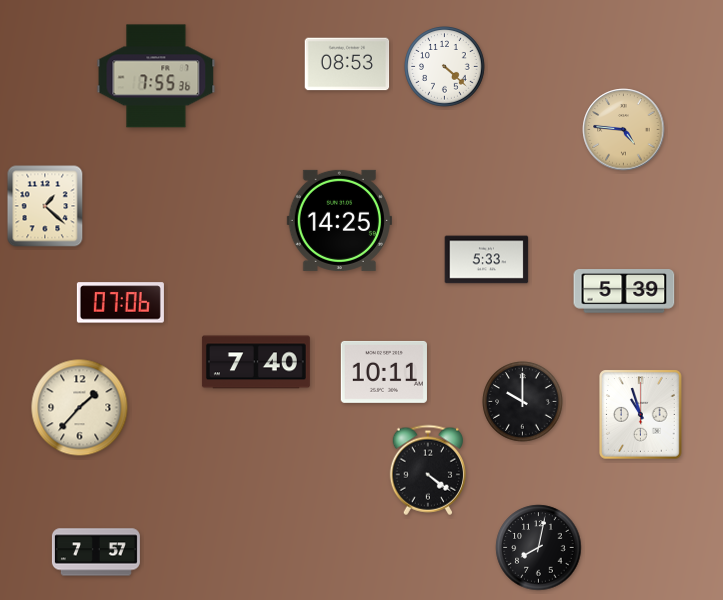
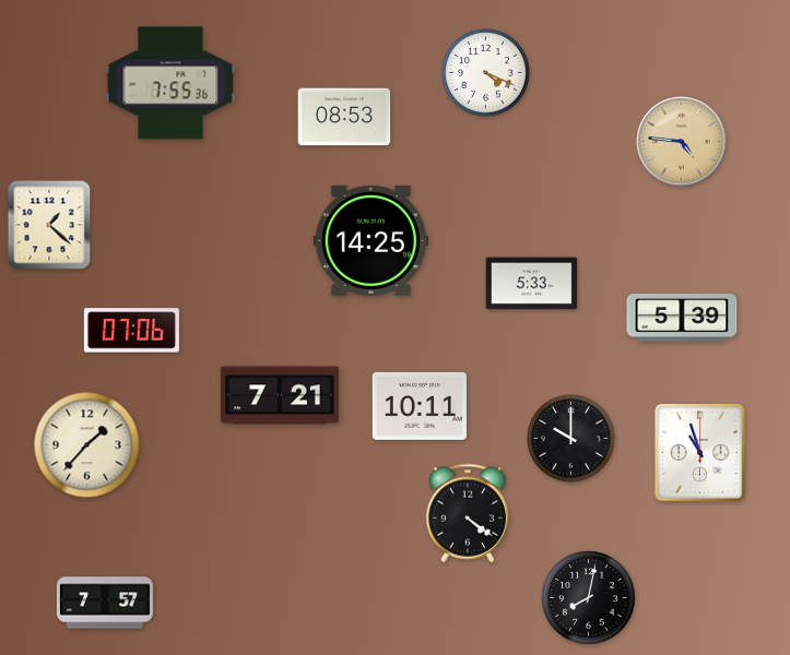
clock at (347, 64) position: (347, 64) -> (344, 117)
clock at (445, 67): 4:22 -> 4:19
clock at (256, 362): 7:40 -> 7:21
